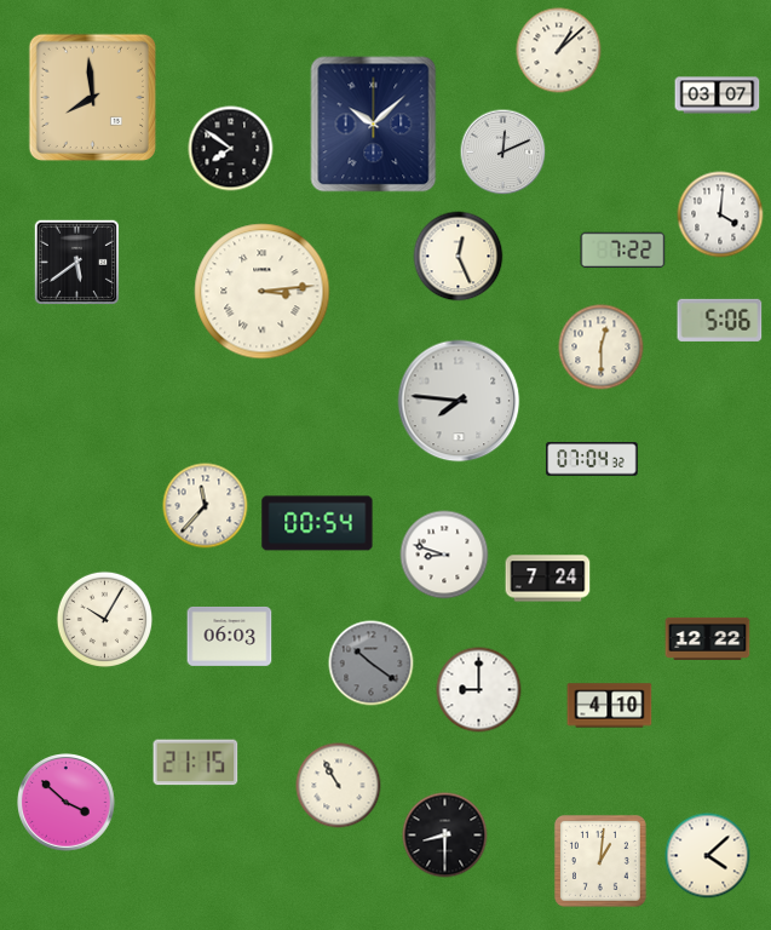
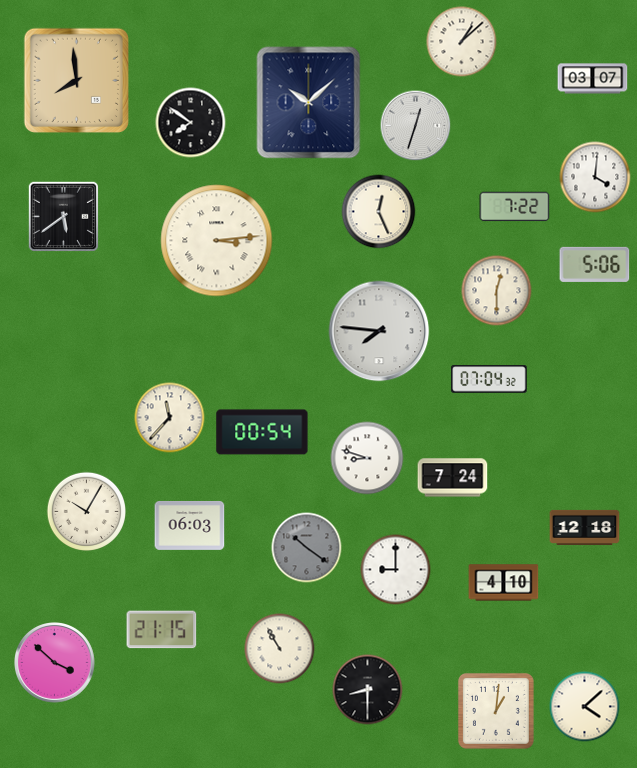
clock at (504, 153): 12:11 -> 12:33
clock at (602, 348) position: (602, 348) -> (497, 291)
clock at (708, 638): 12:22 -> 12:18
